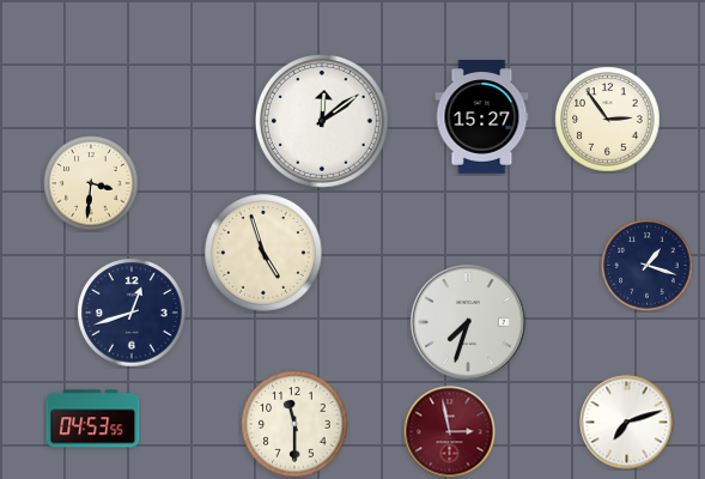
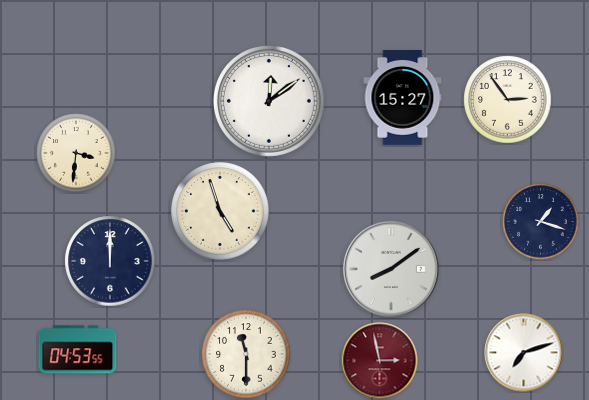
clock at (132, 313): 12:42 -> 12:00
clock at (468, 322): 7:33 -> 8:09
clock at (450, 432) position: (450, 432) -> (380, 361)
